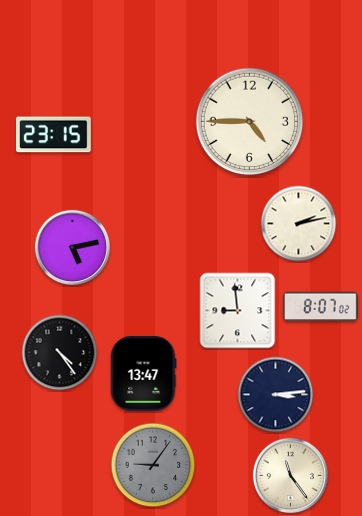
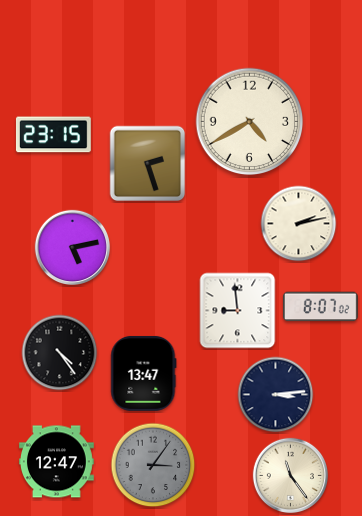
clock at (250, 122): 4:45 -> 4:40
clock at (148, 164): none -> 2:27
clock at (57, 462): none -> 12:47
clock at (153, 465): 9:06 -> 3:06
